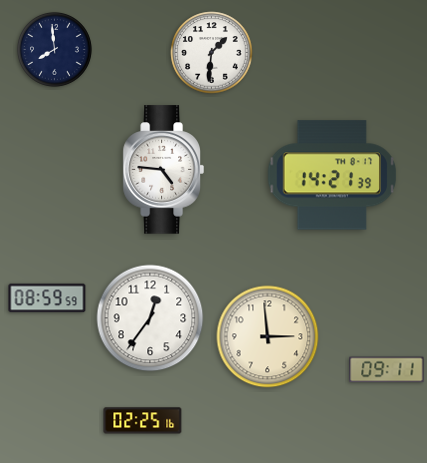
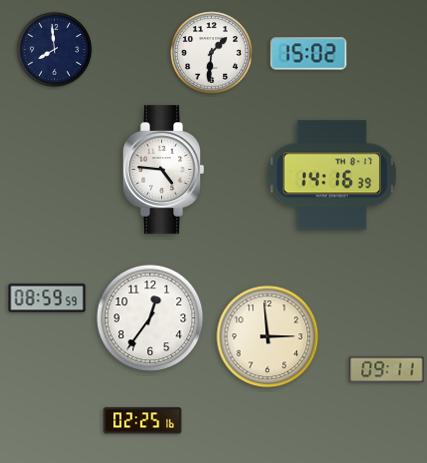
clock at (309, 54): none -> 15:02
clock at (332, 175): 14:21 -> 14:16
